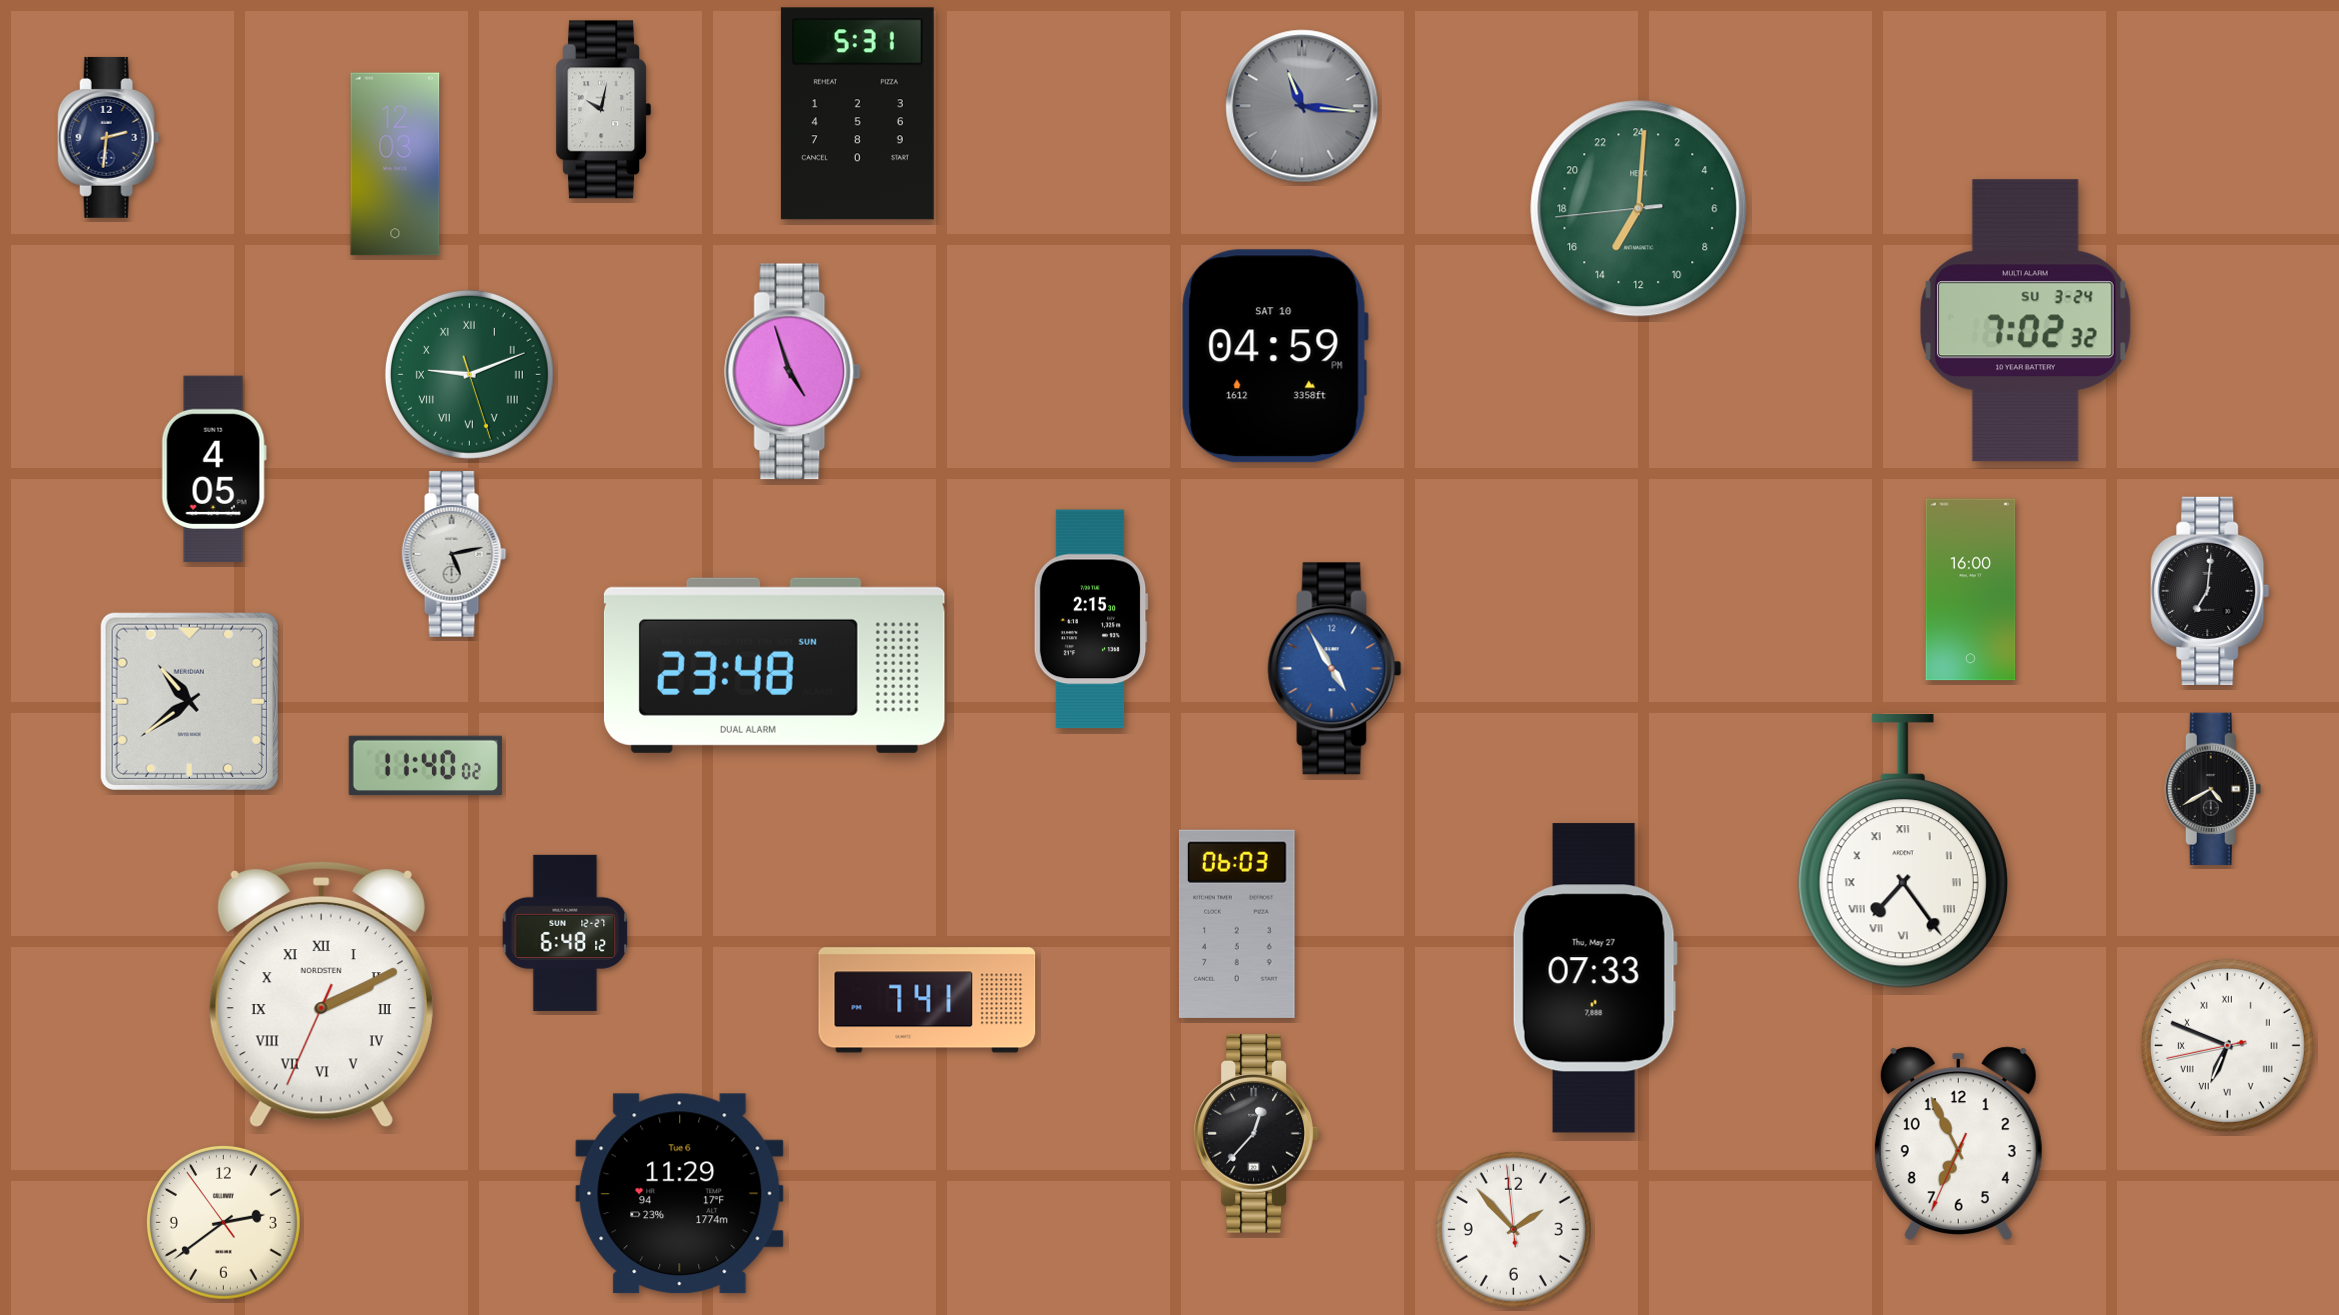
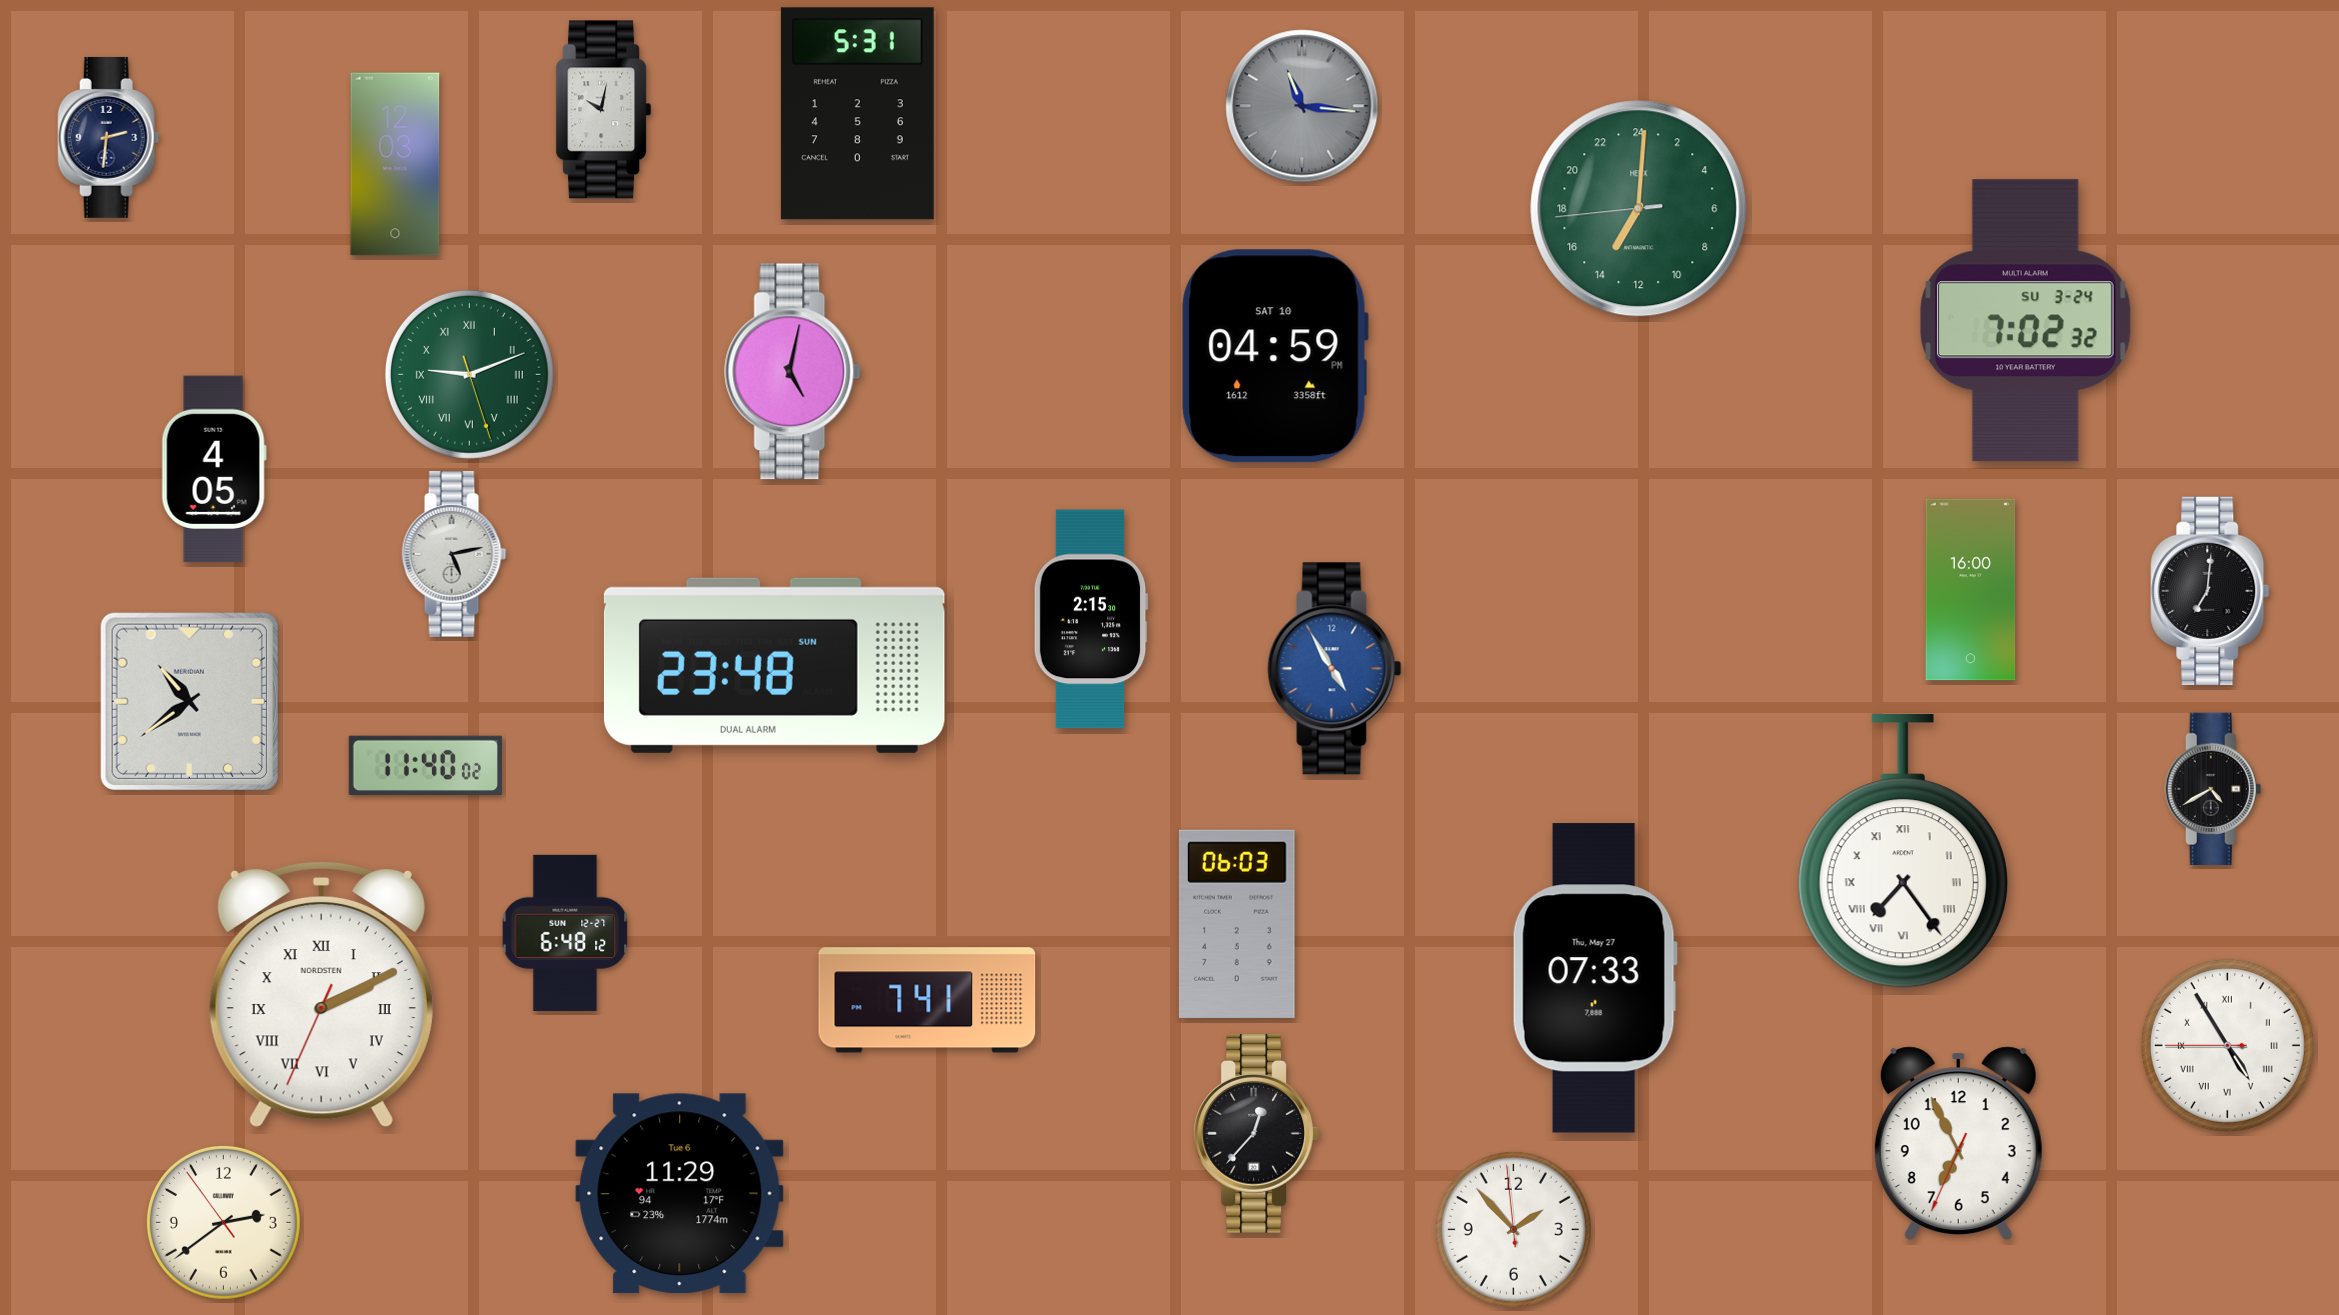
clock at (793, 372): 4:57 -> 5:02
clock at (2227, 1045): 6:48 -> 4:54
